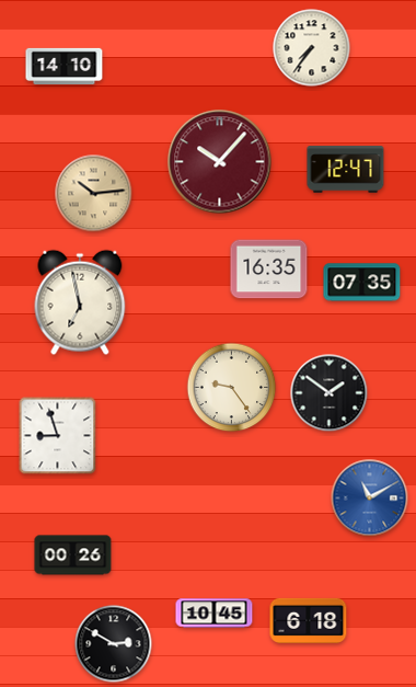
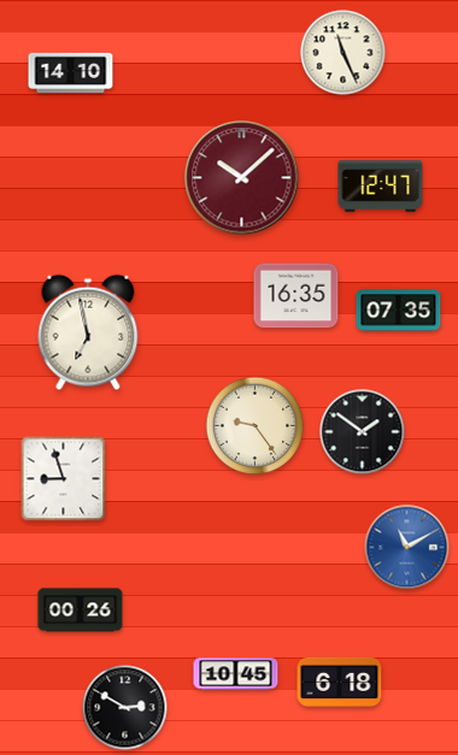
clock at (312, 48): 7:36 -> 11:26
clock at (220, 162): 10:07 -> 10:08
clock at (94, 194): 10:14 -> none
